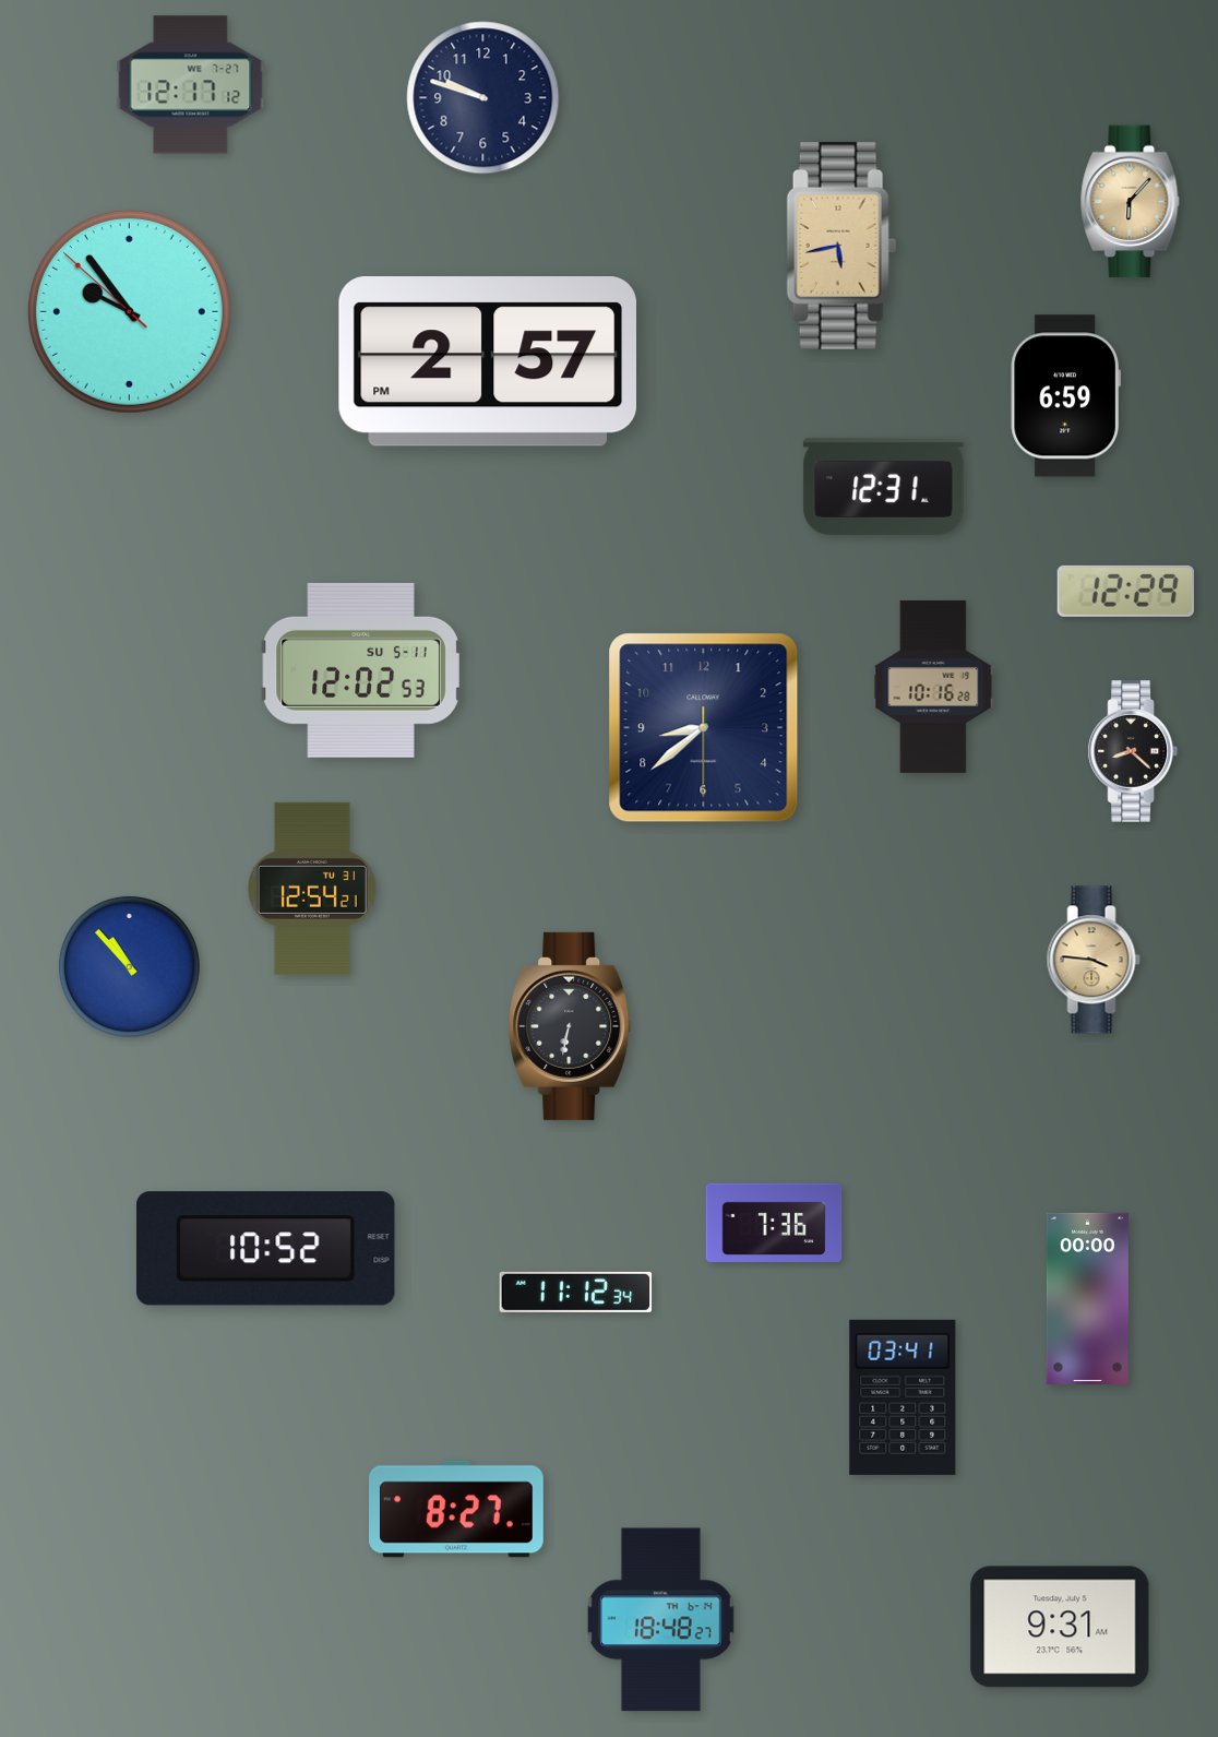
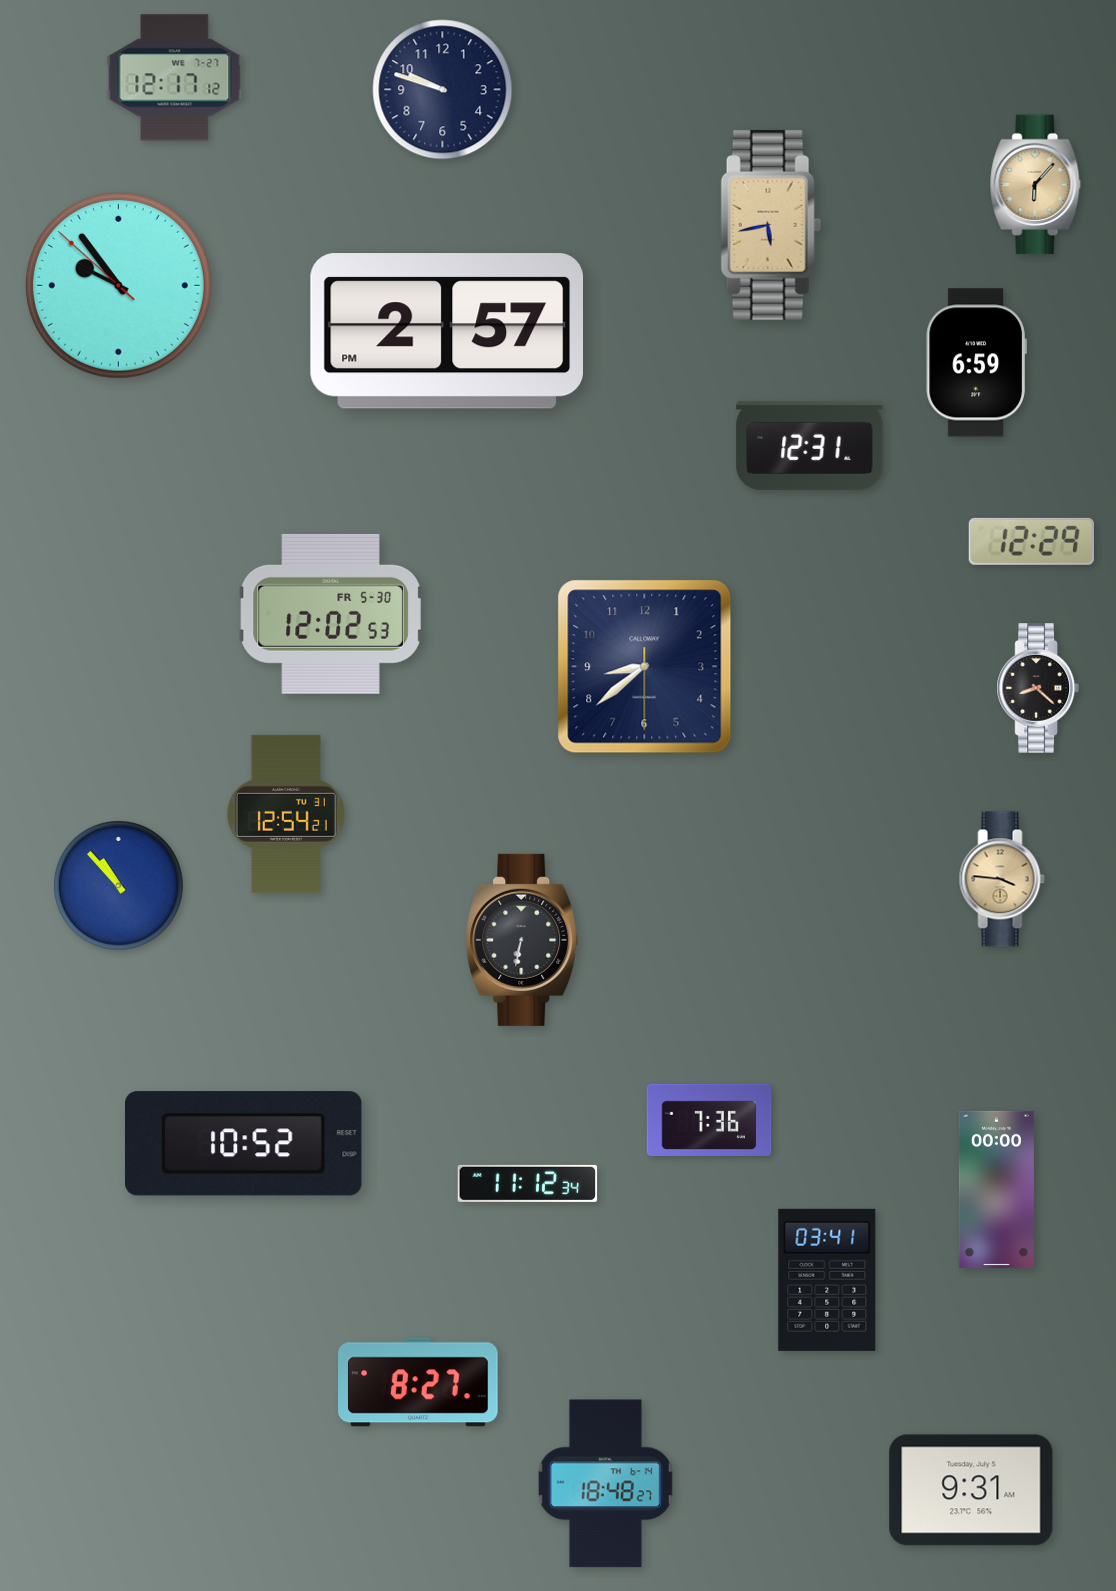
clock at (361, 670) date: SU 5-11 -> FR 5-30
clock at (933, 687): 10:16 -> none
